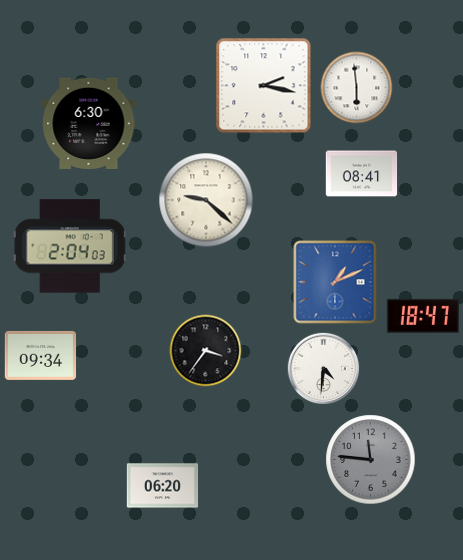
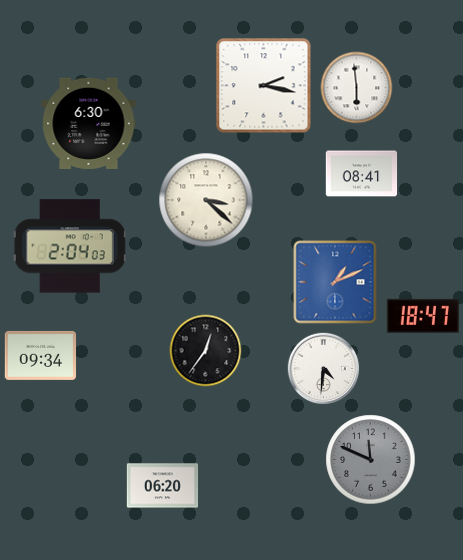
clock at (206, 200): 9:22 -> 3:22
clock at (206, 351): 3:36 -> 12:36
clock at (371, 460): 11:46 -> 11:49
